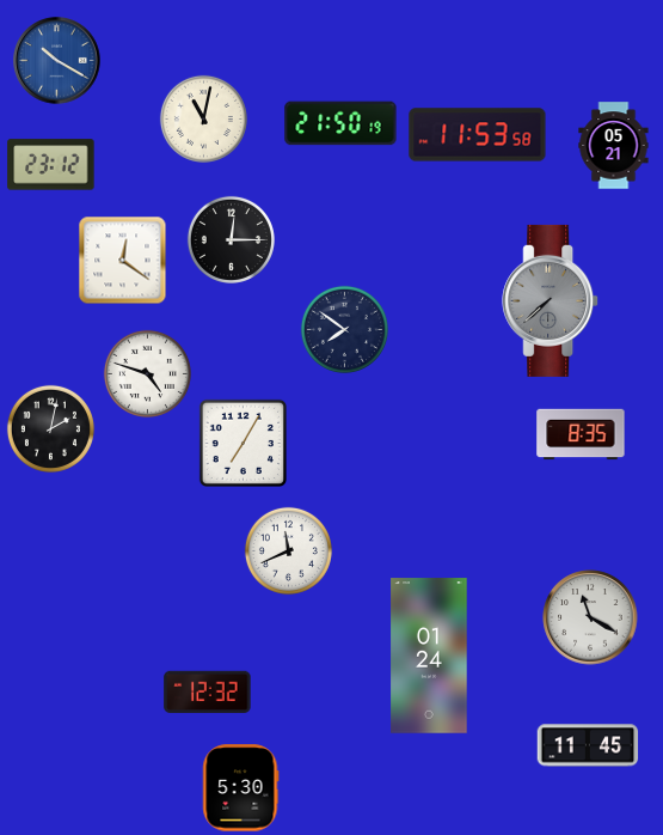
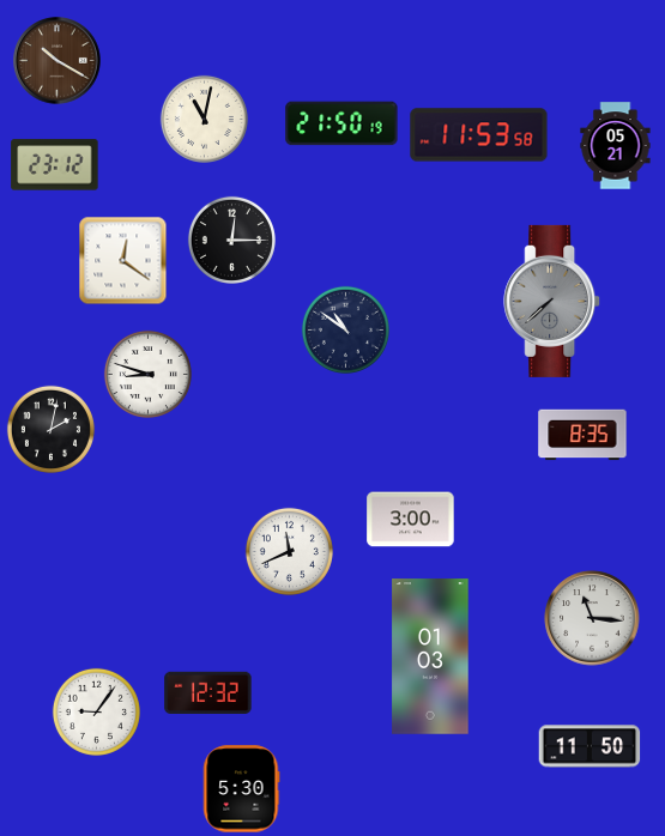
clock at (57, 61) dial: blue -> brown
clock at (51, 165) position: (51, 165) -> (55, 165)
clock at (344, 329): 7:51 -> 10:51
clock at (147, 373): 4:48 -> 8:48
clock at (243, 443): 7:05 -> none
clock at (411, 520): none -> 3:00
clock at (590, 617): 11:20 -> 11:16
clock at (429, 656): 01:24 -> 01:03
clock at (96, 711): none -> 9:06
clock at (588, 745): 11:45 -> 11:50
